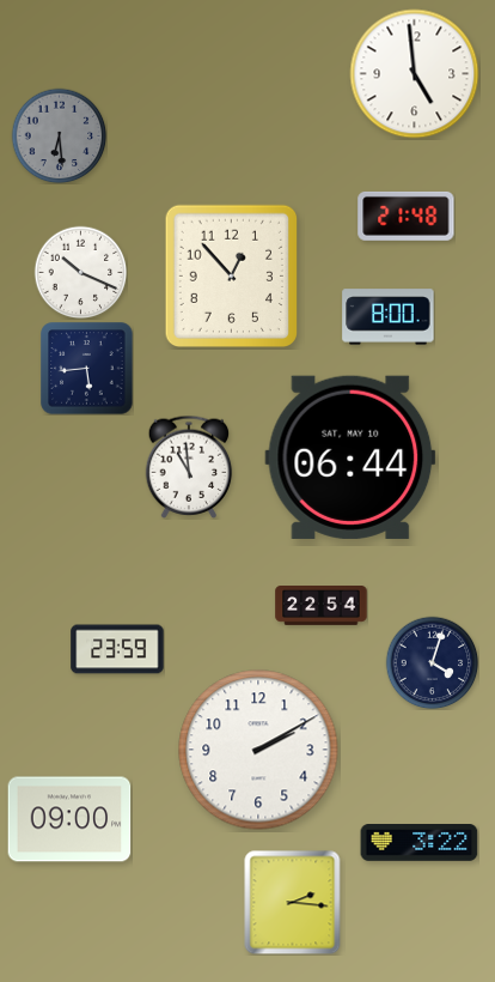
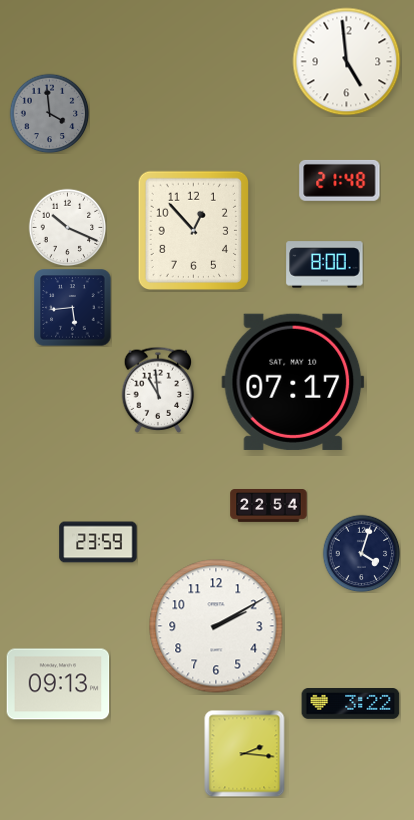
clock at (59, 135): 6:29 -> 3:59
clock at (350, 457): 06:44 -> 07:17
clock at (69, 819): 09:00 -> 09:13
